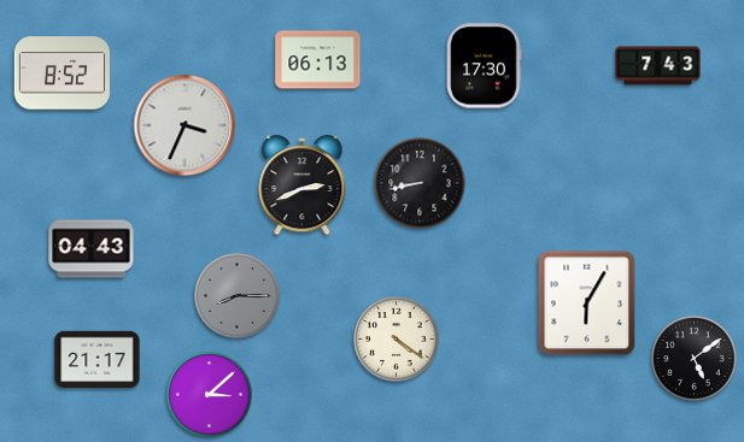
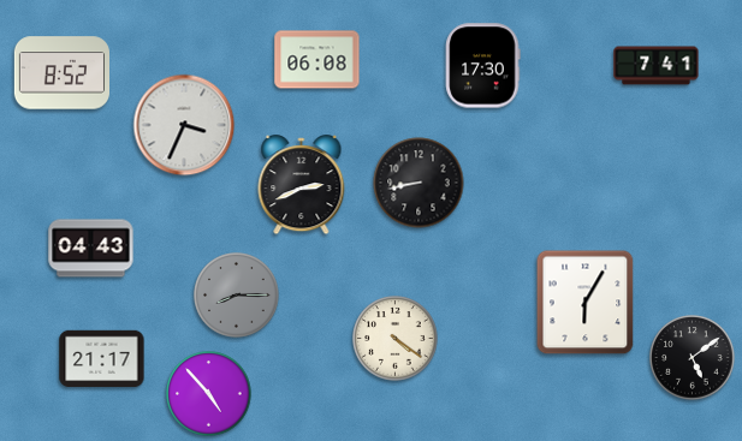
clock at (318, 60): 06:13 -> 06:08
clock at (658, 66): 7:43 -> 7:41
clock at (98, 360) position: (98, 360) -> (102, 359)
clock at (210, 395): 3:08 -> 4:53
